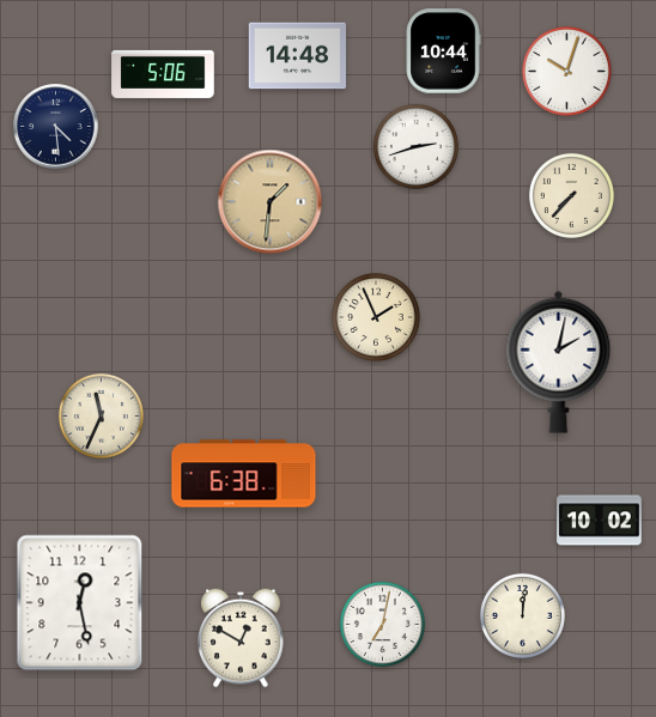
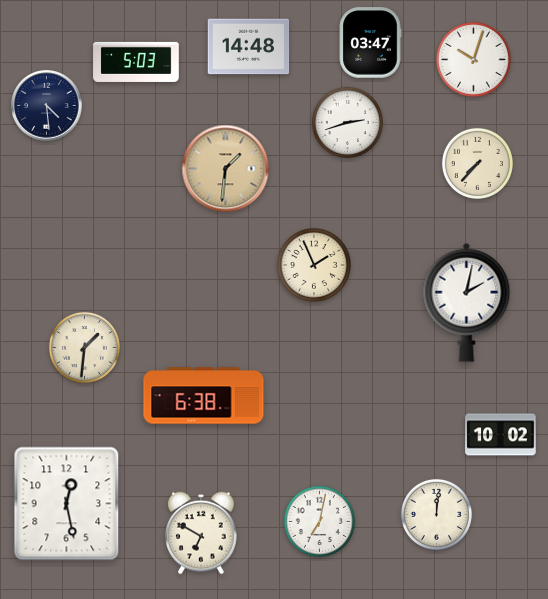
clock at (443, 51): 10:44 -> 03:47
clock at (163, 74): 5:06 -> 5:03
clock at (101, 415): 11:34 -> 1:31
clock at (241, 638): 12:50 -> 6:50
